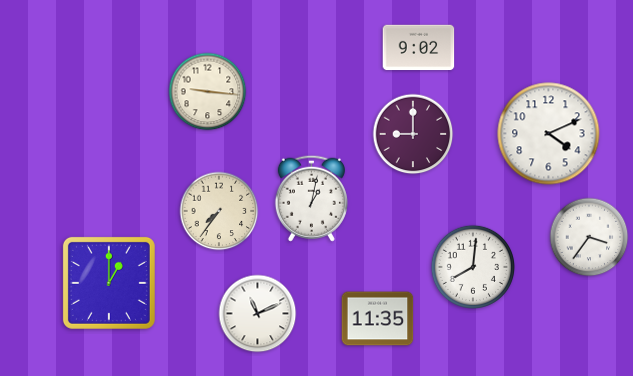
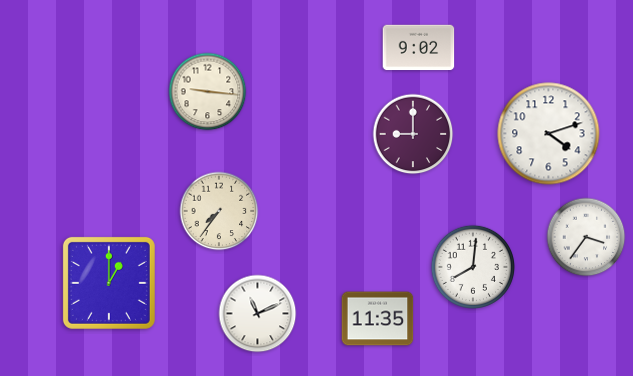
clock at (549, 134): 4:11 -> 4:12
clock at (311, 198): 1:02 -> none
clock at (589, 237) position: (589, 237) -> (586, 237)
